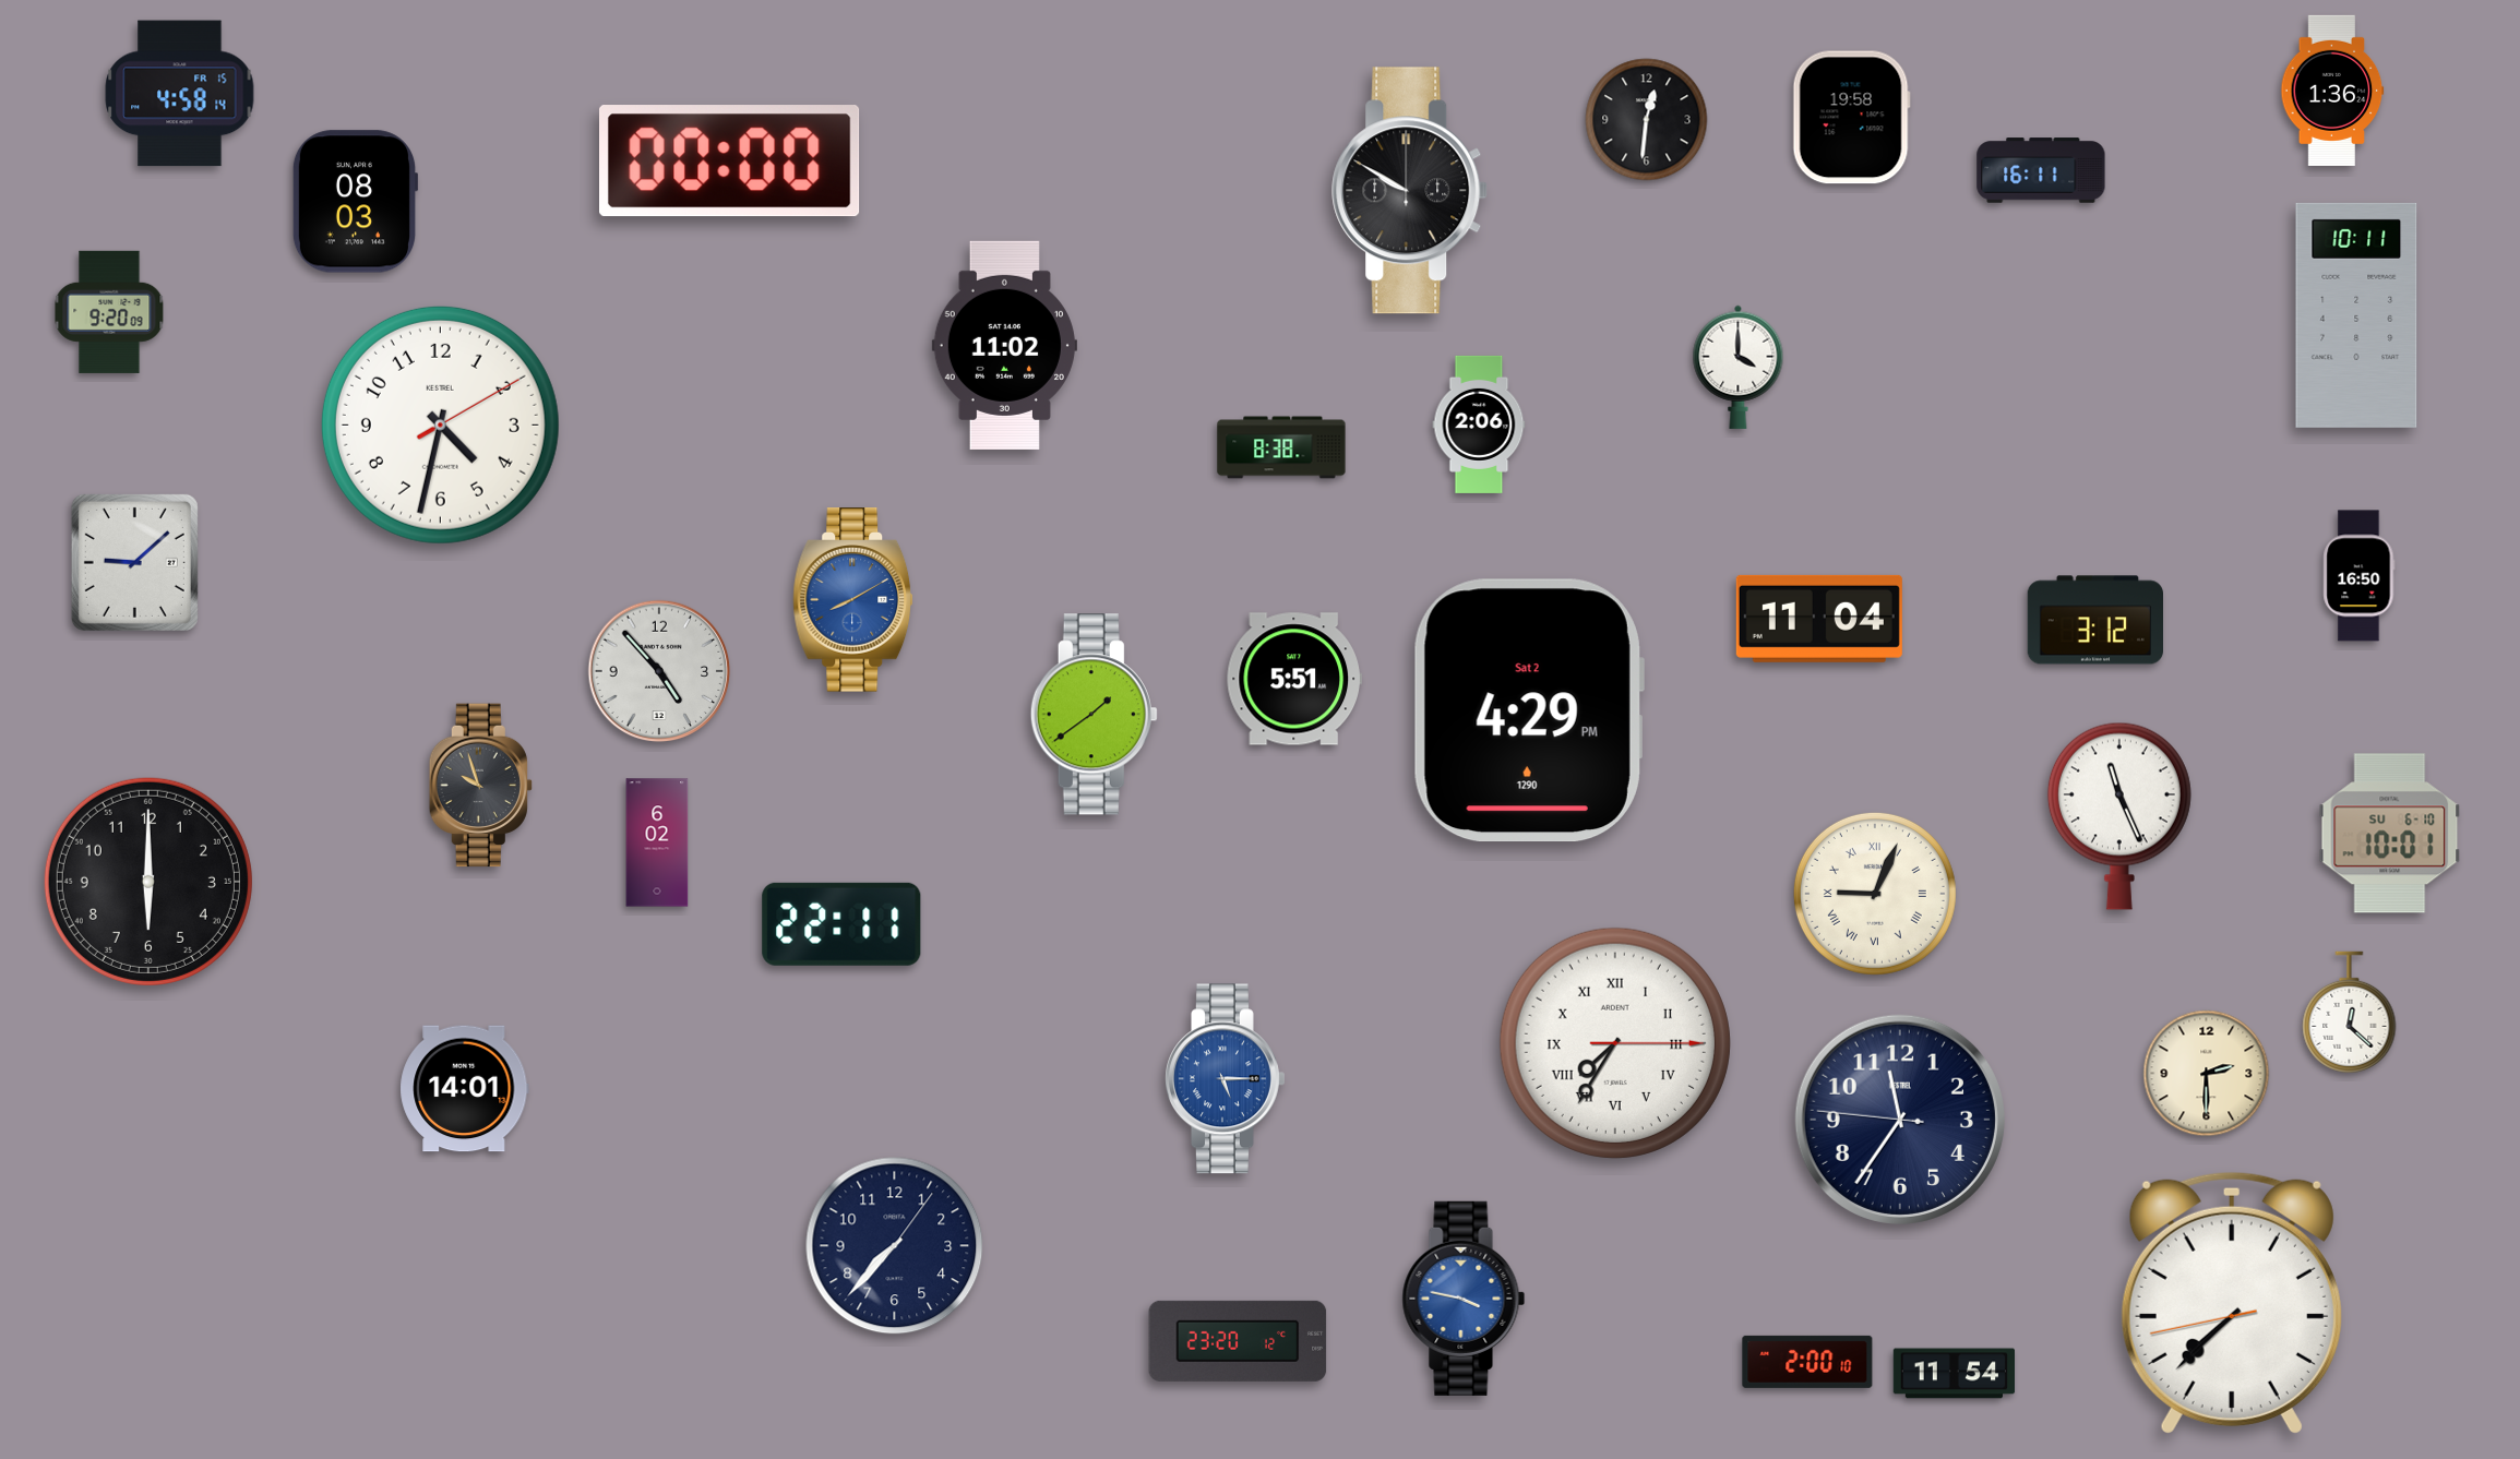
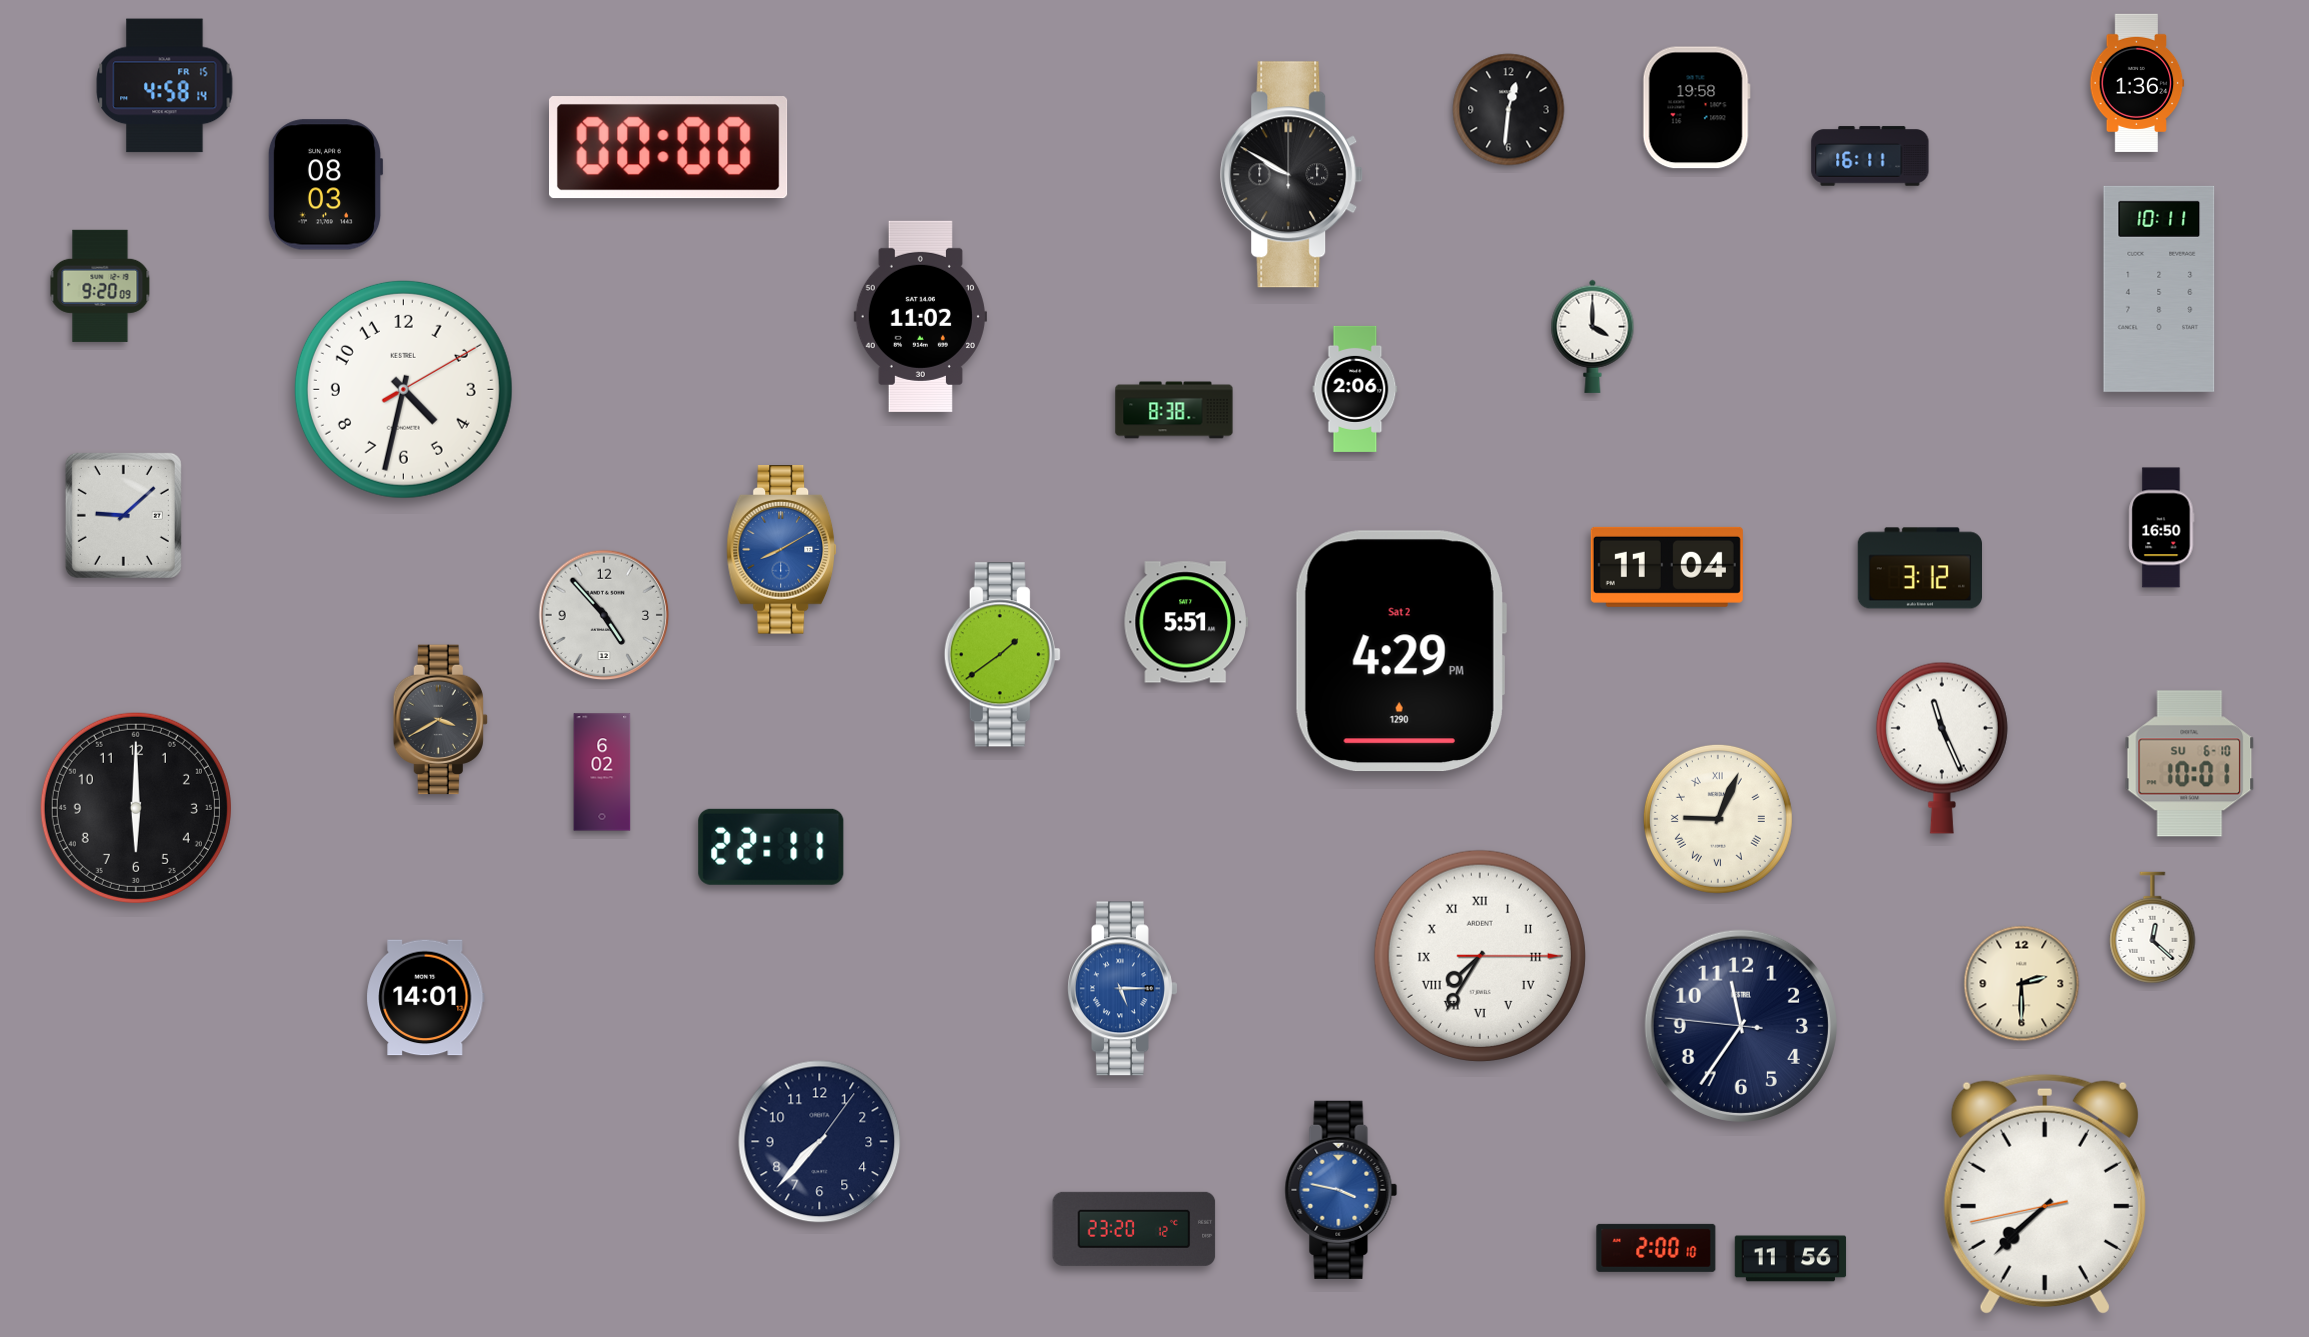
clock at (480, 786): 9:57 -> 3:40
clock at (1955, 1374): 11:54 -> 11:56
